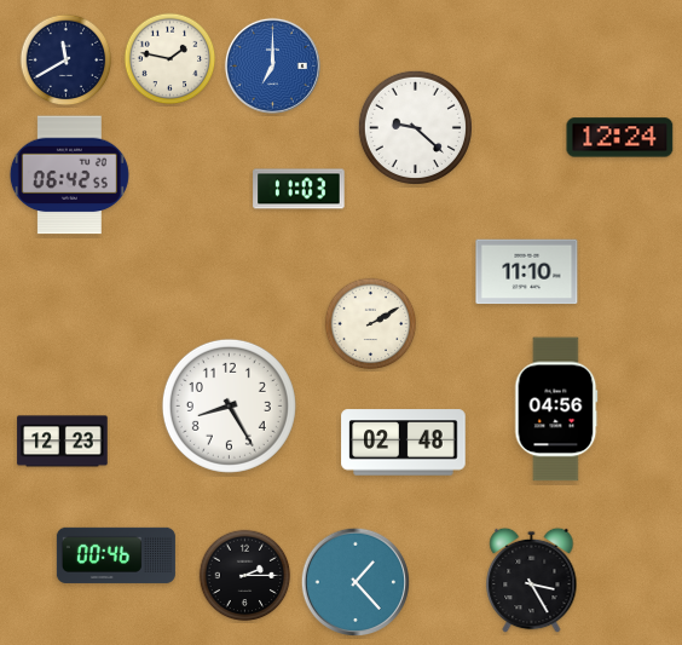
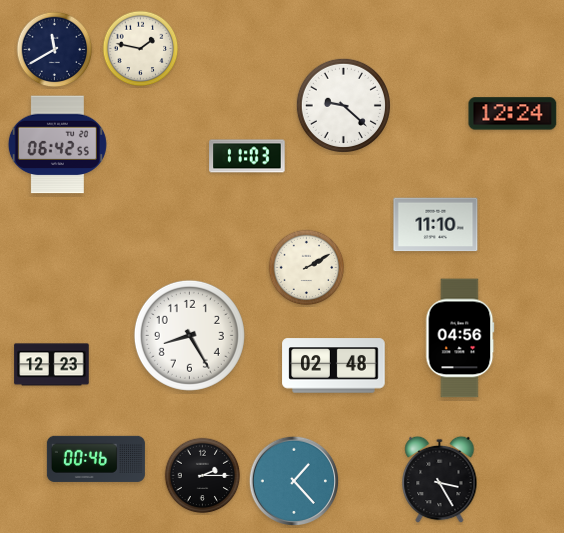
clock at (272, 65): 7:00 -> none
